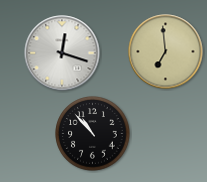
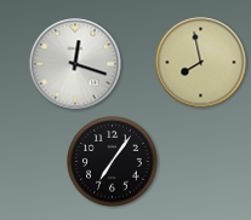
clock at (166, 52): 6:59 -> 7:58
clock at (93, 134): 10:53 -> 7:06
